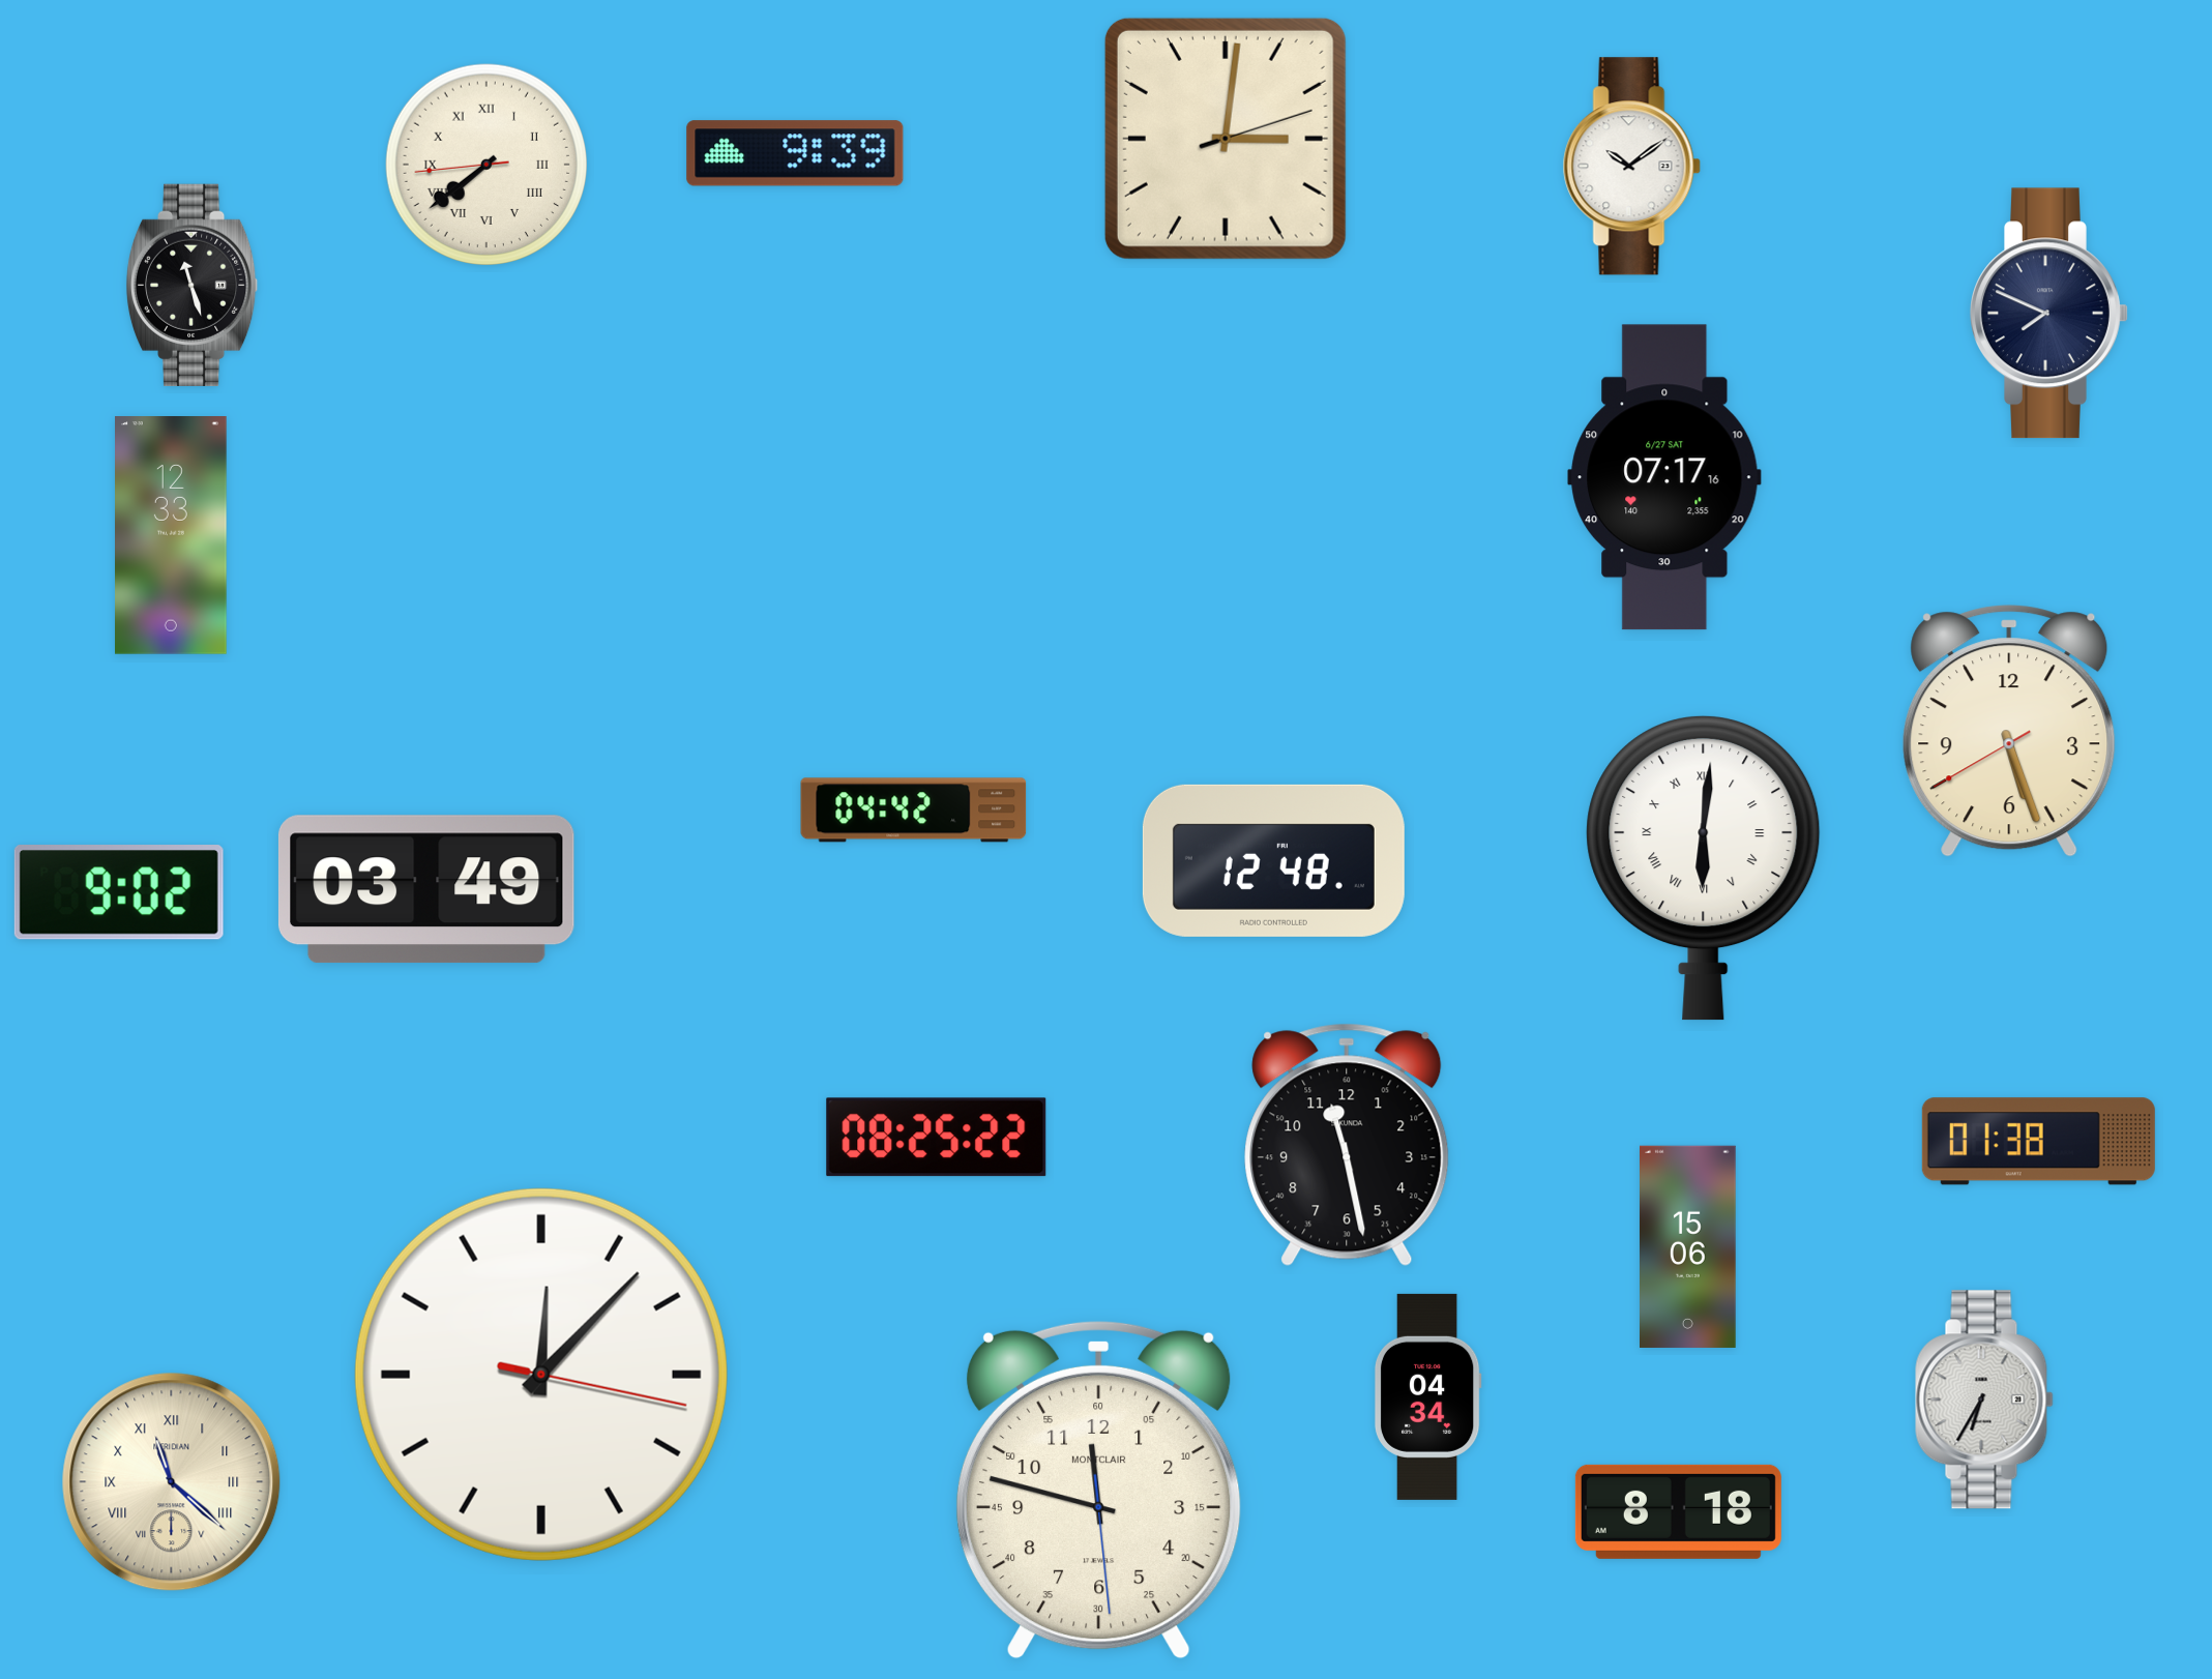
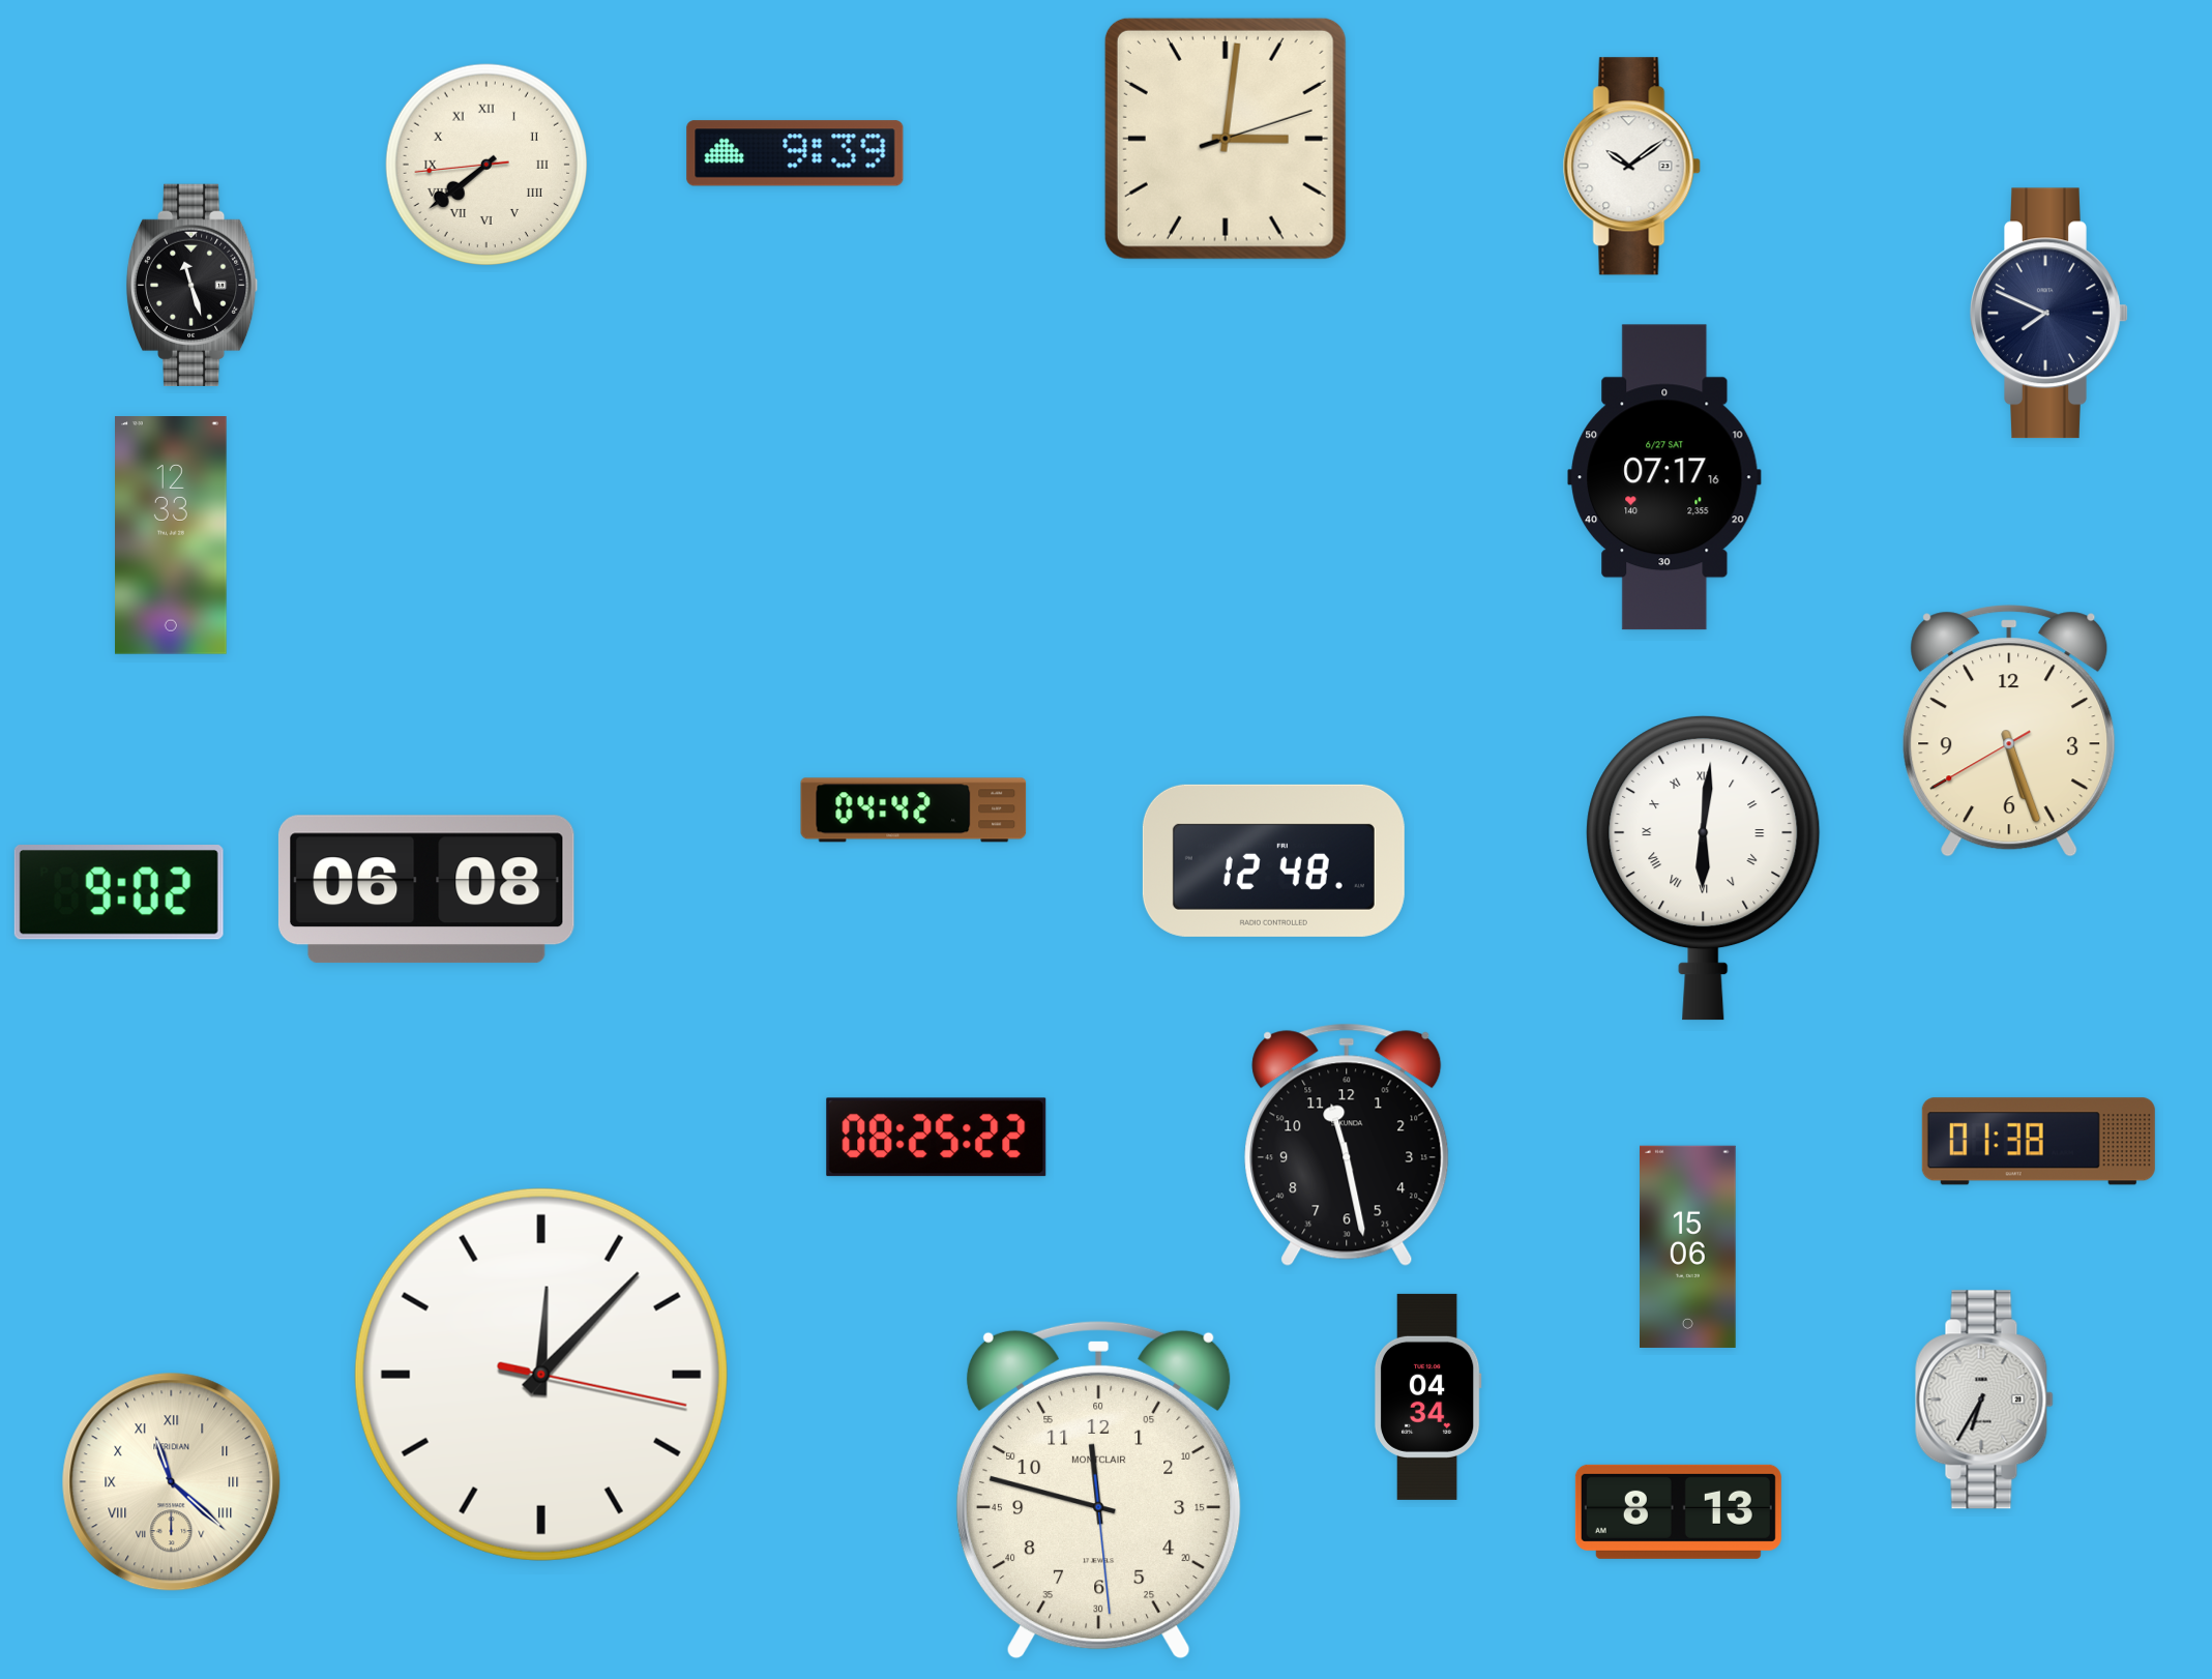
clock at (426, 889): 03:49 -> 06:08
clock at (1678, 1511): 8:18 -> 8:13
